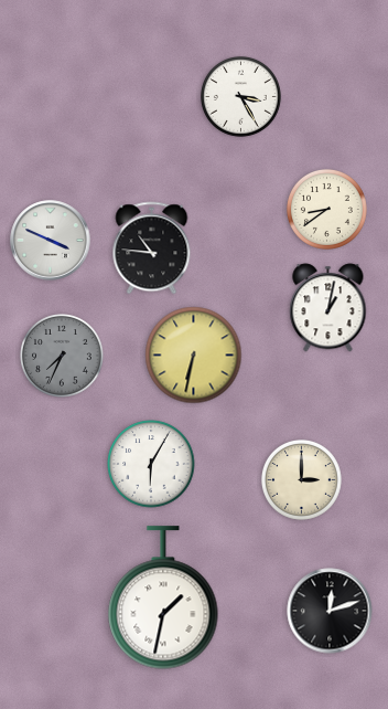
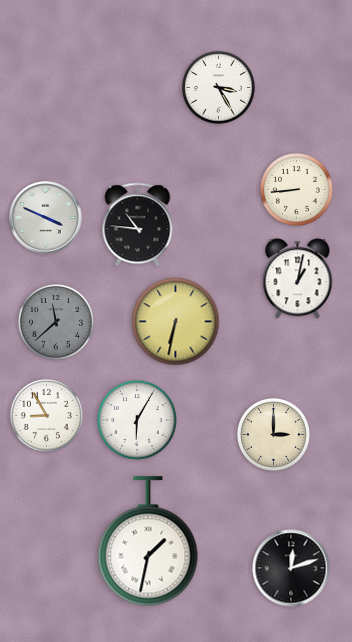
clock at (326, 209): 8:39 -> 8:44
clock at (62, 356): 7:34 -> 11:38
clock at (46, 415): none -> 8:55
clock at (330, 611) position: (330, 611) -> (291, 568)
